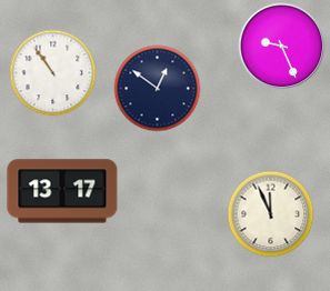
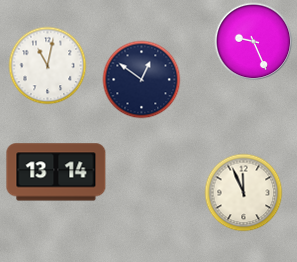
clock at (52, 72): 10:54 -> 11:02
clock at (62, 191): 13:17 -> 13:14
